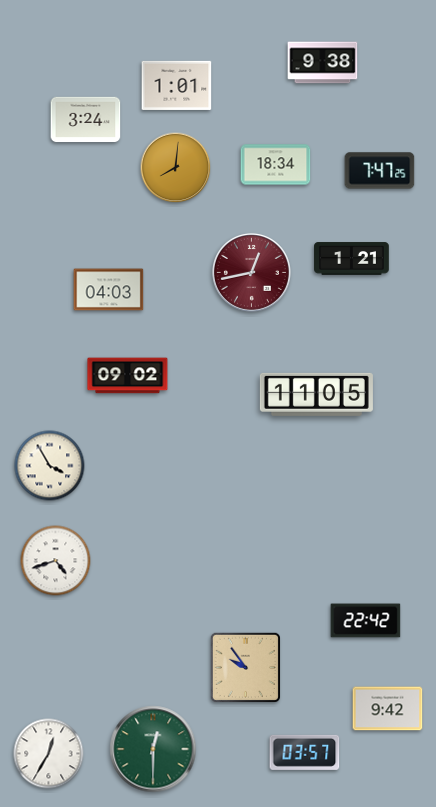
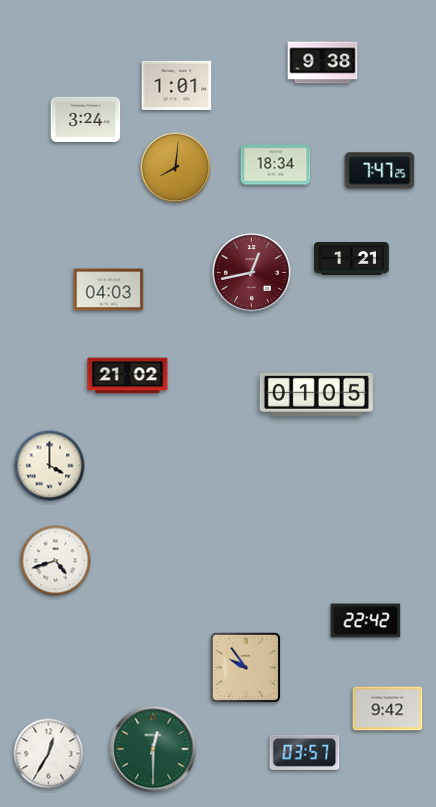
clock at (128, 376): 09:02 -> 21:02
clock at (316, 394): 11:05 -> 01:05
clock at (50, 466): 3:55 -> 4:00
